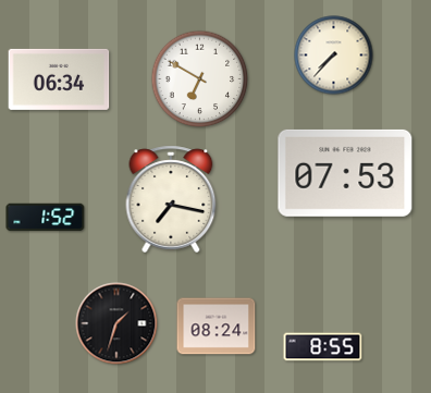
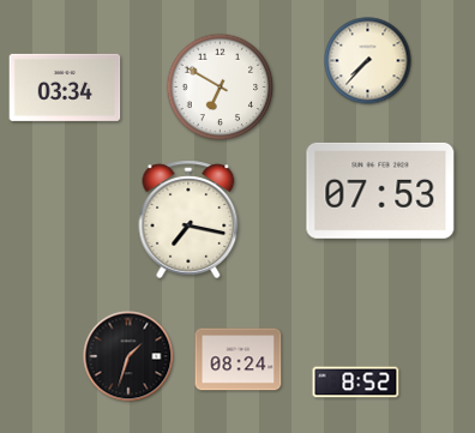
clock at (59, 79): 06:34 -> 03:34
clock at (46, 218): 1:52 -> none
clock at (323, 347): 8:55 -> 8:52
